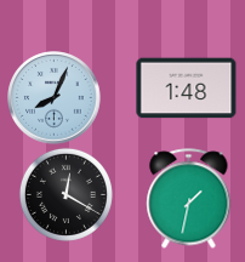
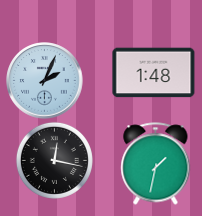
clock at (55, 98): 8:04 -> 2:04
clock at (65, 194): 12:20 -> 12:17
